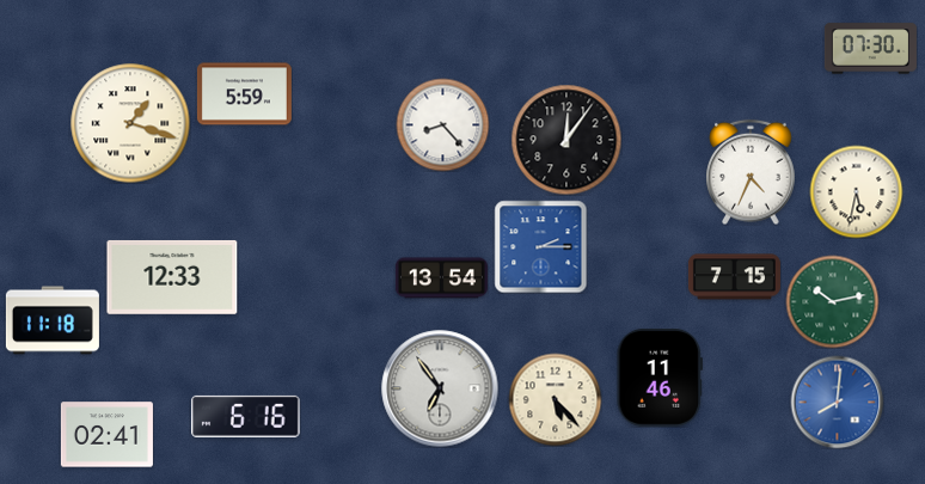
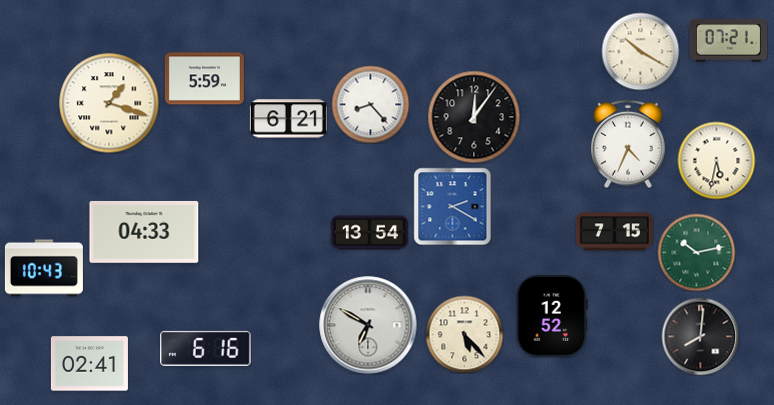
clock at (870, 49): 07:30 -> 07:21
clock at (640, 51): none -> 10:20
clock at (288, 119): none -> 6:21
clock at (540, 246): 2:15 -> 2:20
clock at (172, 277): 12:33 -> 04:33
clock at (53, 320): 11:18 -> 10:43
clock at (660, 378): 11:46 -> 12:52
clock at (440, 388): 6:54 -> 6:50
clock at (837, 402) dial: blue -> black
